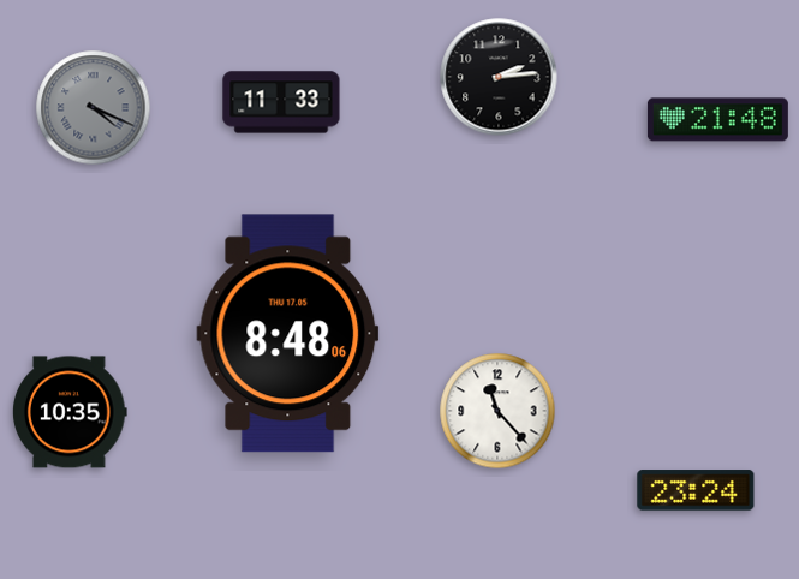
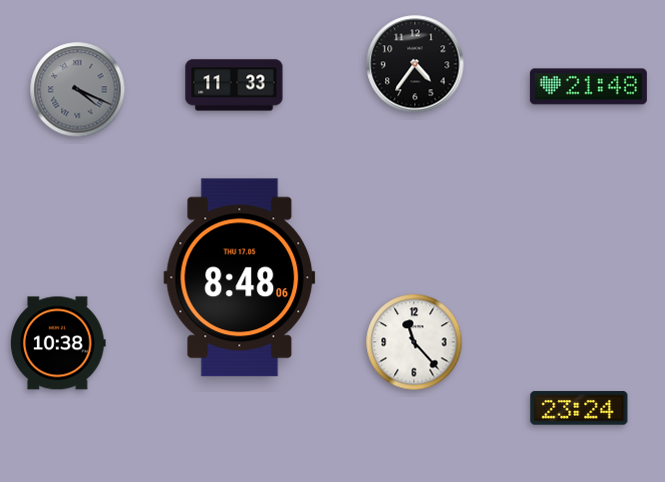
clock at (499, 77): 2:14 -> 4:36
clock at (717, 120) position: (717, 120) -> (588, 87)
clock at (71, 412): 10:35 -> 10:38
